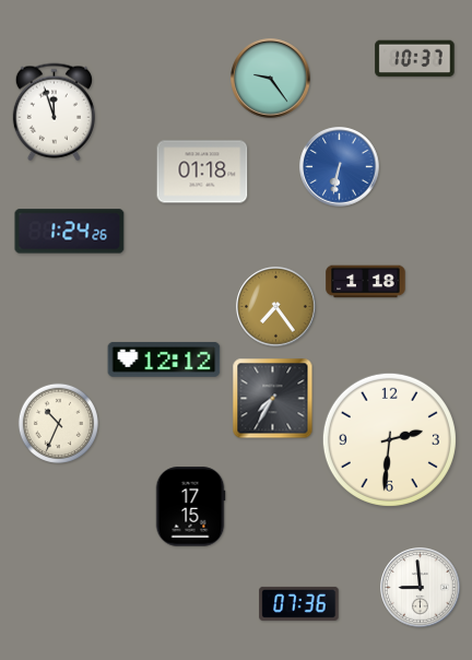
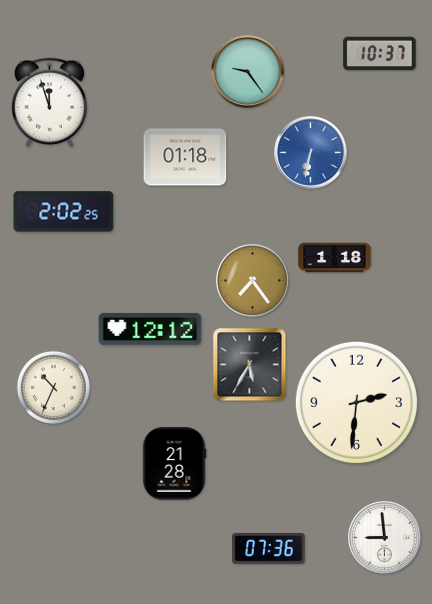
clock at (70, 232): 1:24 -> 2:02
clock at (273, 399): 7:35 -> 5:35
clock at (190, 507): 17:15 -> 21:28
clock at (299, 603) position: (299, 603) -> (269, 548)
